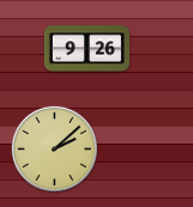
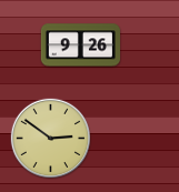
clock at (54, 148): 2:08 -> 2:51
